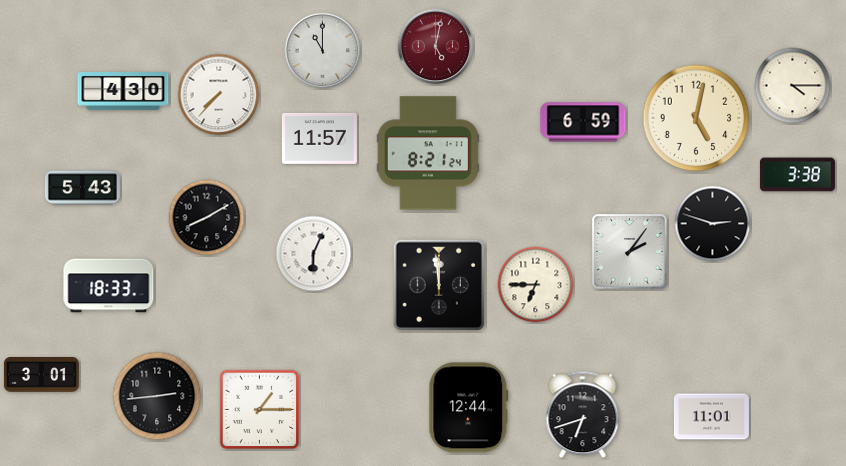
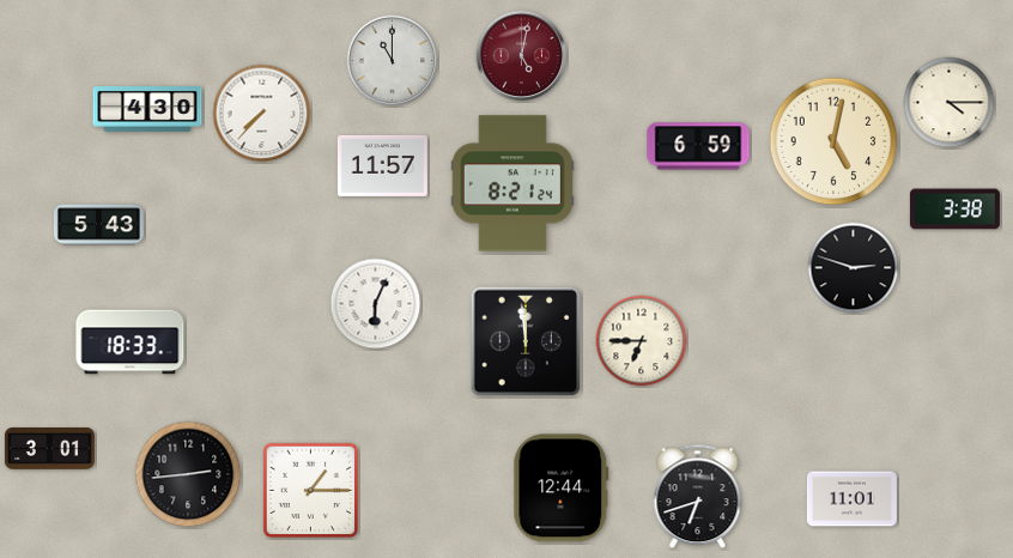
clock at (323, 51) position: (323, 51) -> (393, 61)
clock at (207, 218): 8:10 -> none
clock at (630, 252): 2:06 -> none
